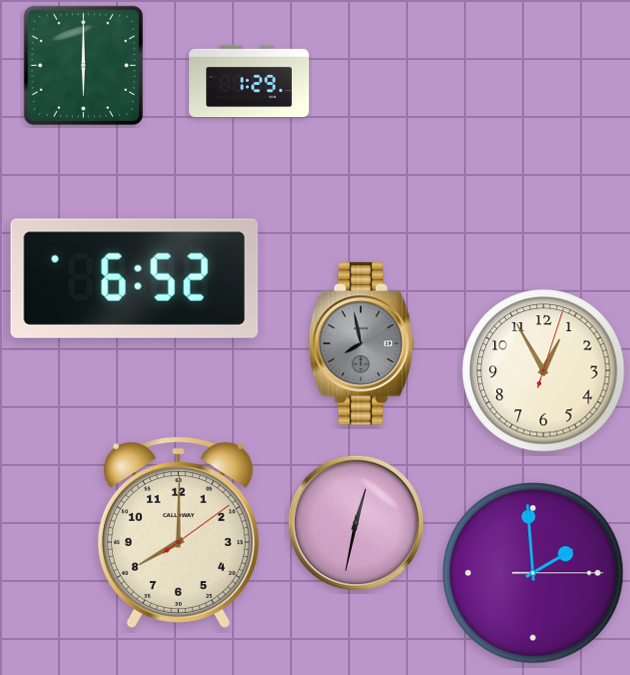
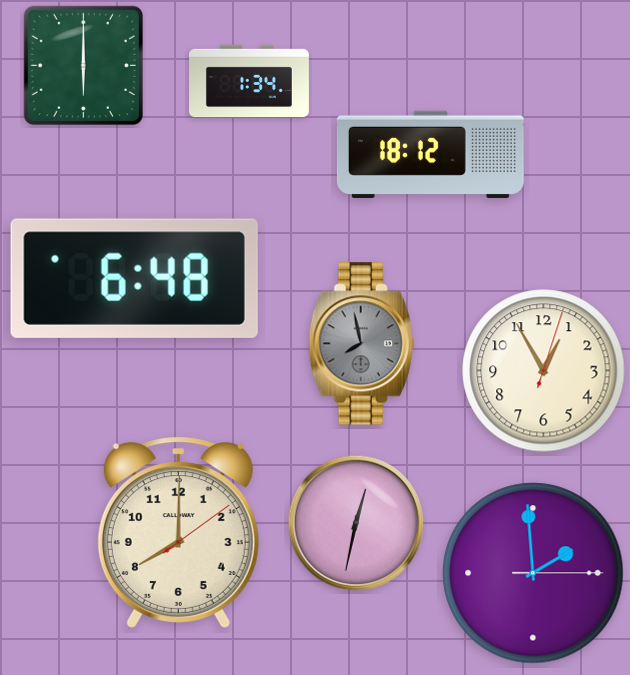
clock at (250, 81): 1:29 -> 1:34
clock at (430, 154): none -> 18:12
clock at (134, 278): 6:52 -> 6:48
